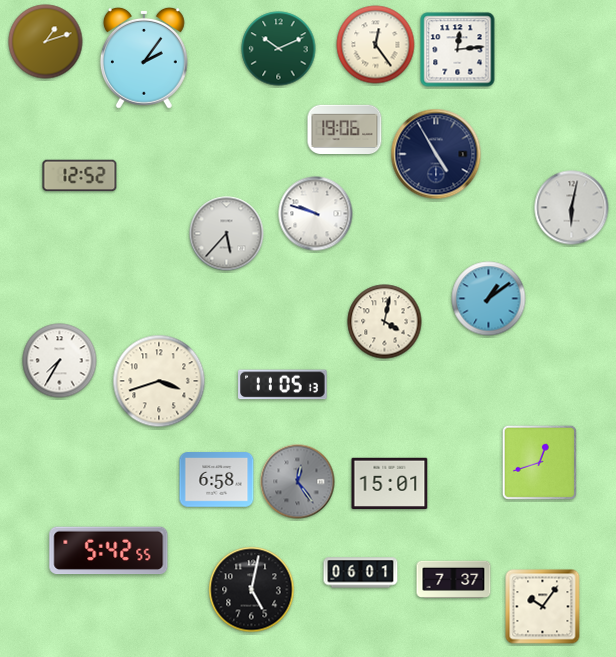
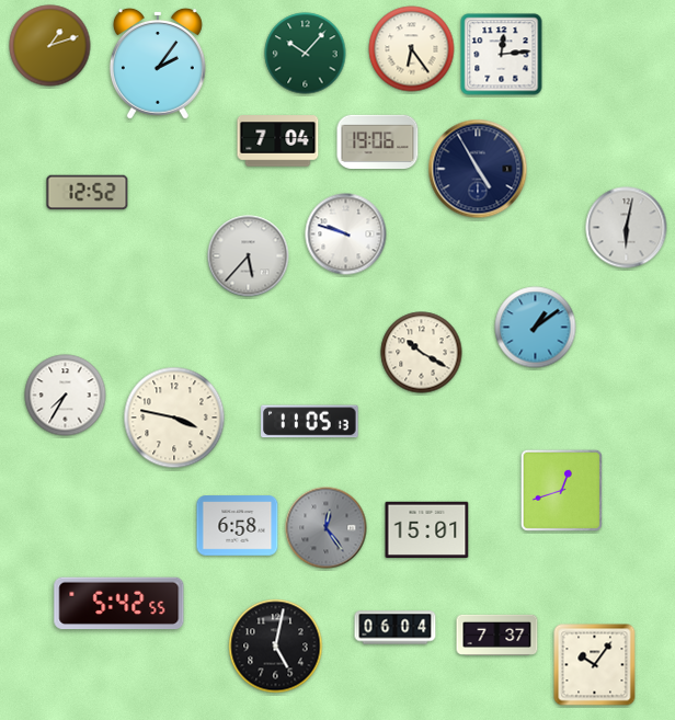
clock at (376, 45): 12:24 -> 6:24
clock at (279, 49): 10:11 -> 10:07
clock at (278, 141): none -> 7:04
clock at (385, 322): 4:02 -> 10:20
clock at (159, 381): 3:42 -> 3:47
clock at (539, 462) position: (539, 462) -> (561, 490)
clock at (361, 573): 06:01 -> 06:04
